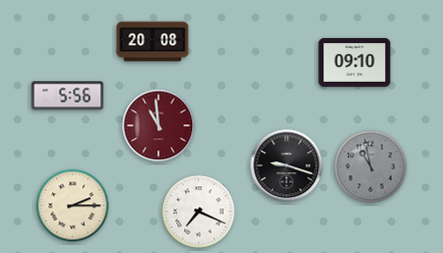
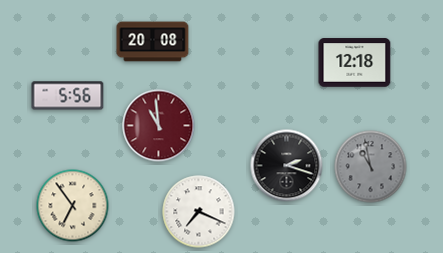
clock at (355, 63): 09:10 -> 12:18
clock at (287, 166): 9:18 -> 2:18
clock at (73, 206): 2:15 -> 6:54
